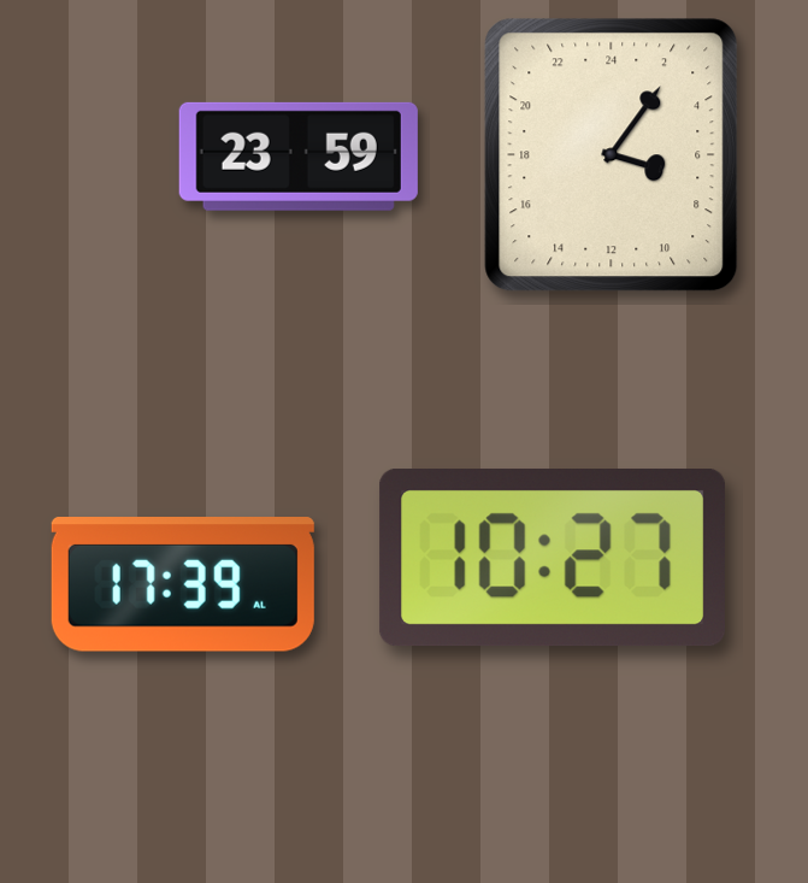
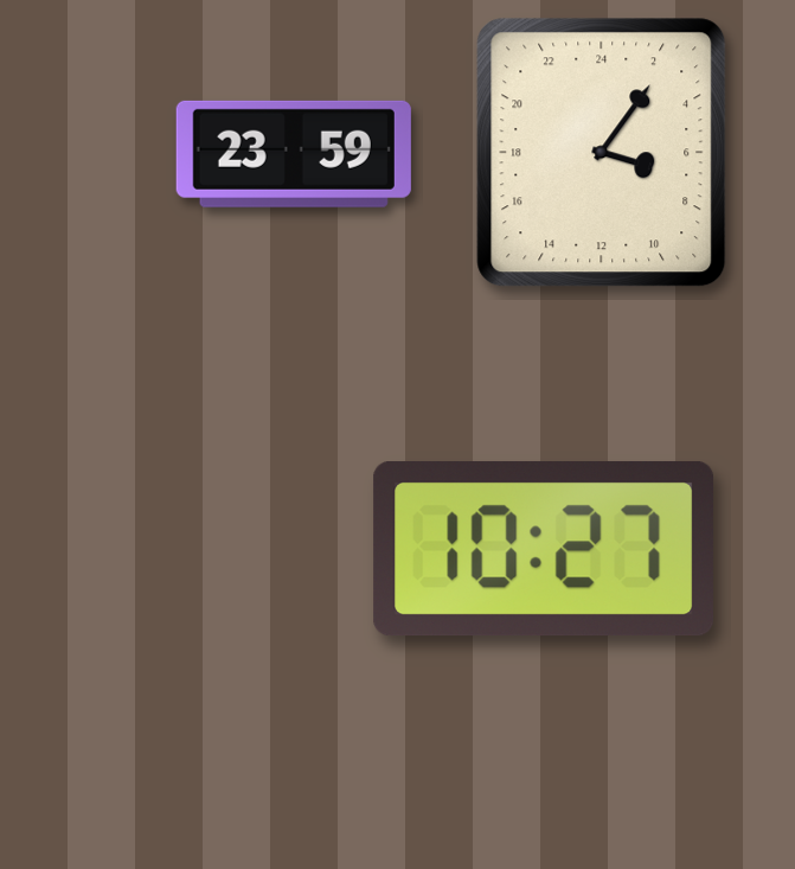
clock at (183, 585): 17:39 -> none
